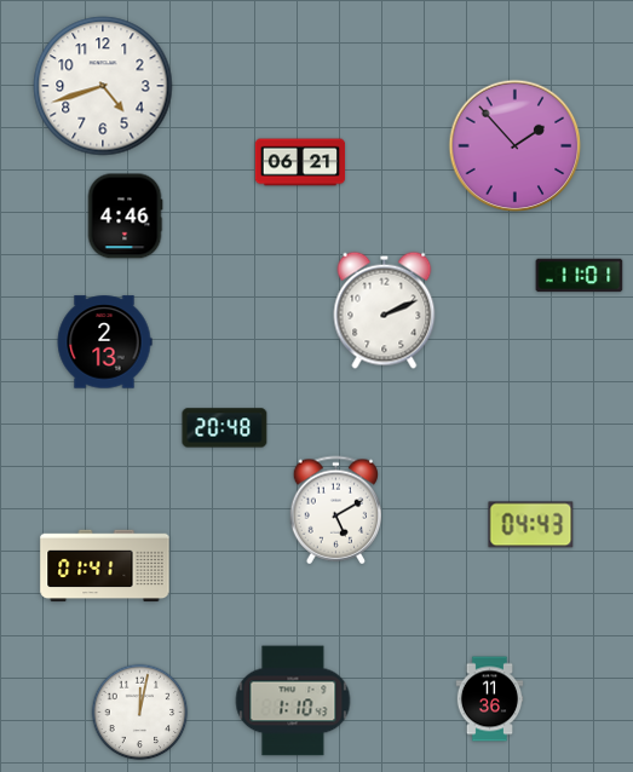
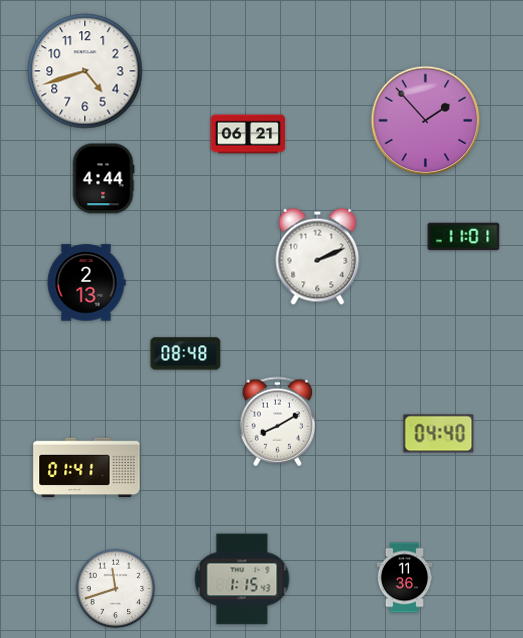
clock at (125, 217): 4:46 -> 4:44
clock at (580, 276) position: (580, 276) -> (464, 237)
clock at (225, 428): 20:48 -> 08:48
clock at (336, 511): 5:10 -> 8:10
clock at (531, 525): 04:43 -> 04:40
clock at (293, 701): 1:10 -> 1:15
clock at (140, 713): 12:02 -> 11:42
